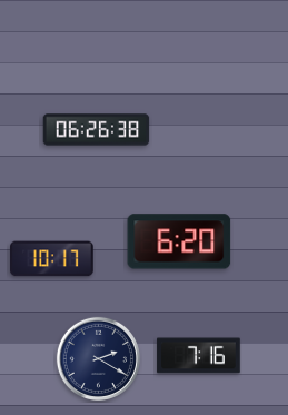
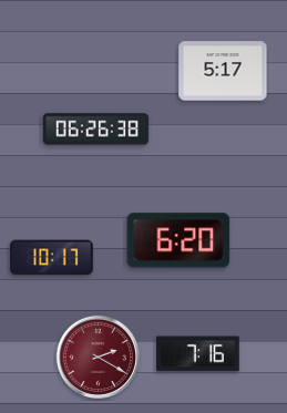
clock at (223, 71): none -> 5:17
clock at (98, 358) dial: navy -> burgundy
